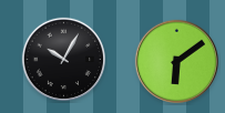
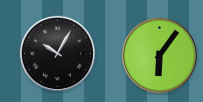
clock at (176, 61): 6:09 -> 6:06
